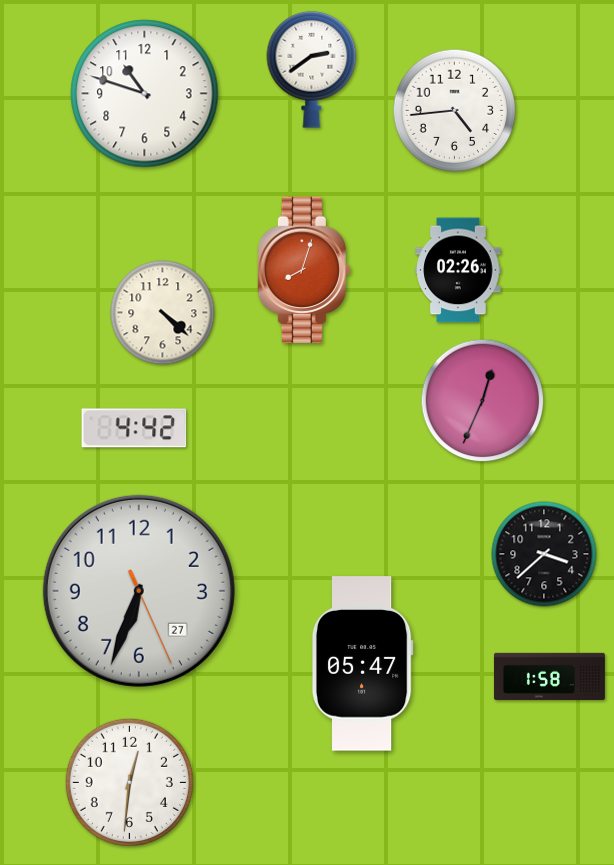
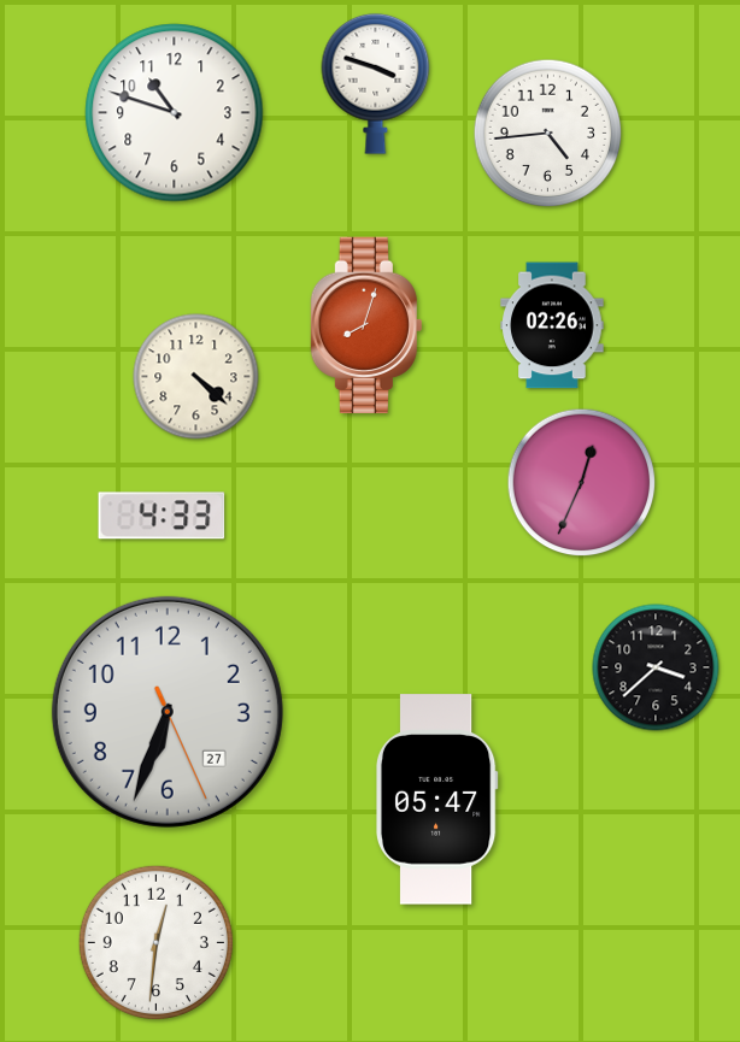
clock at (312, 69): 2:39 -> 3:48
clock at (134, 428): 4:42 -> 4:33
clock at (549, 676): 1:58 -> none
